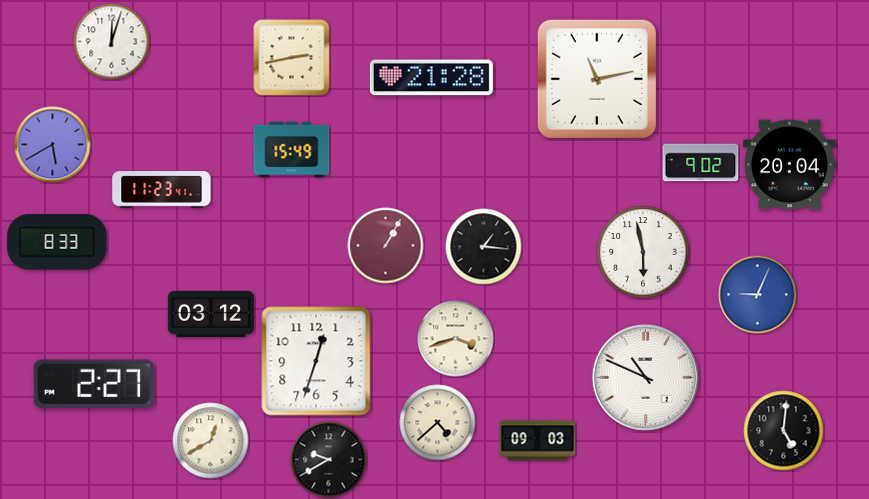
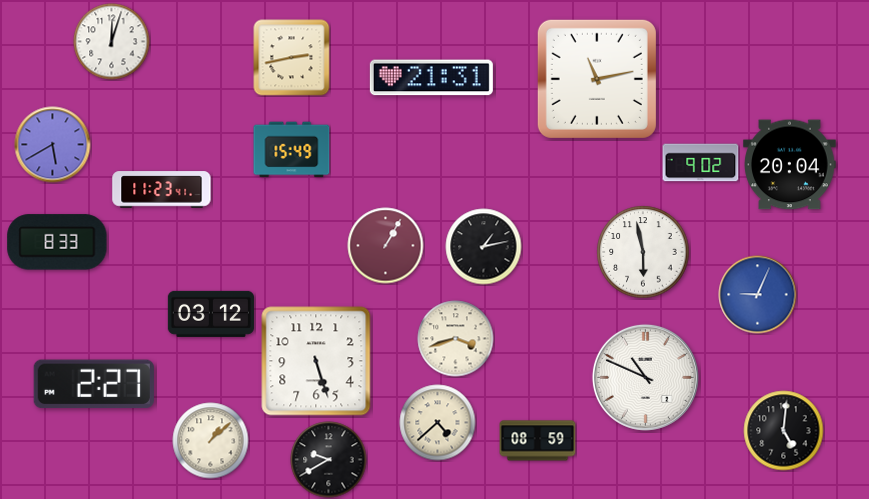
clock at (431, 78): 21:28 -> 21:31
clock at (484, 247): 1:16 -> 1:13
clock at (316, 361): 12:33 -> 5:27
clock at (211, 441): 12:40 -> 1:08
clock at (538, 441): 09:03 -> 08:59
